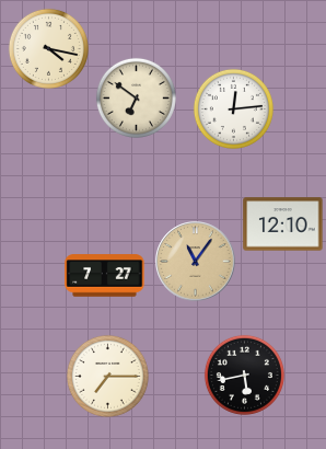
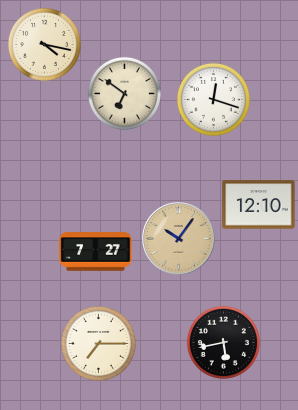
clock at (136, 97) position: (136, 97) -> (124, 93)
clock at (233, 108): 12:14 -> 12:18
clock at (196, 262): 11:06 -> 10:06
